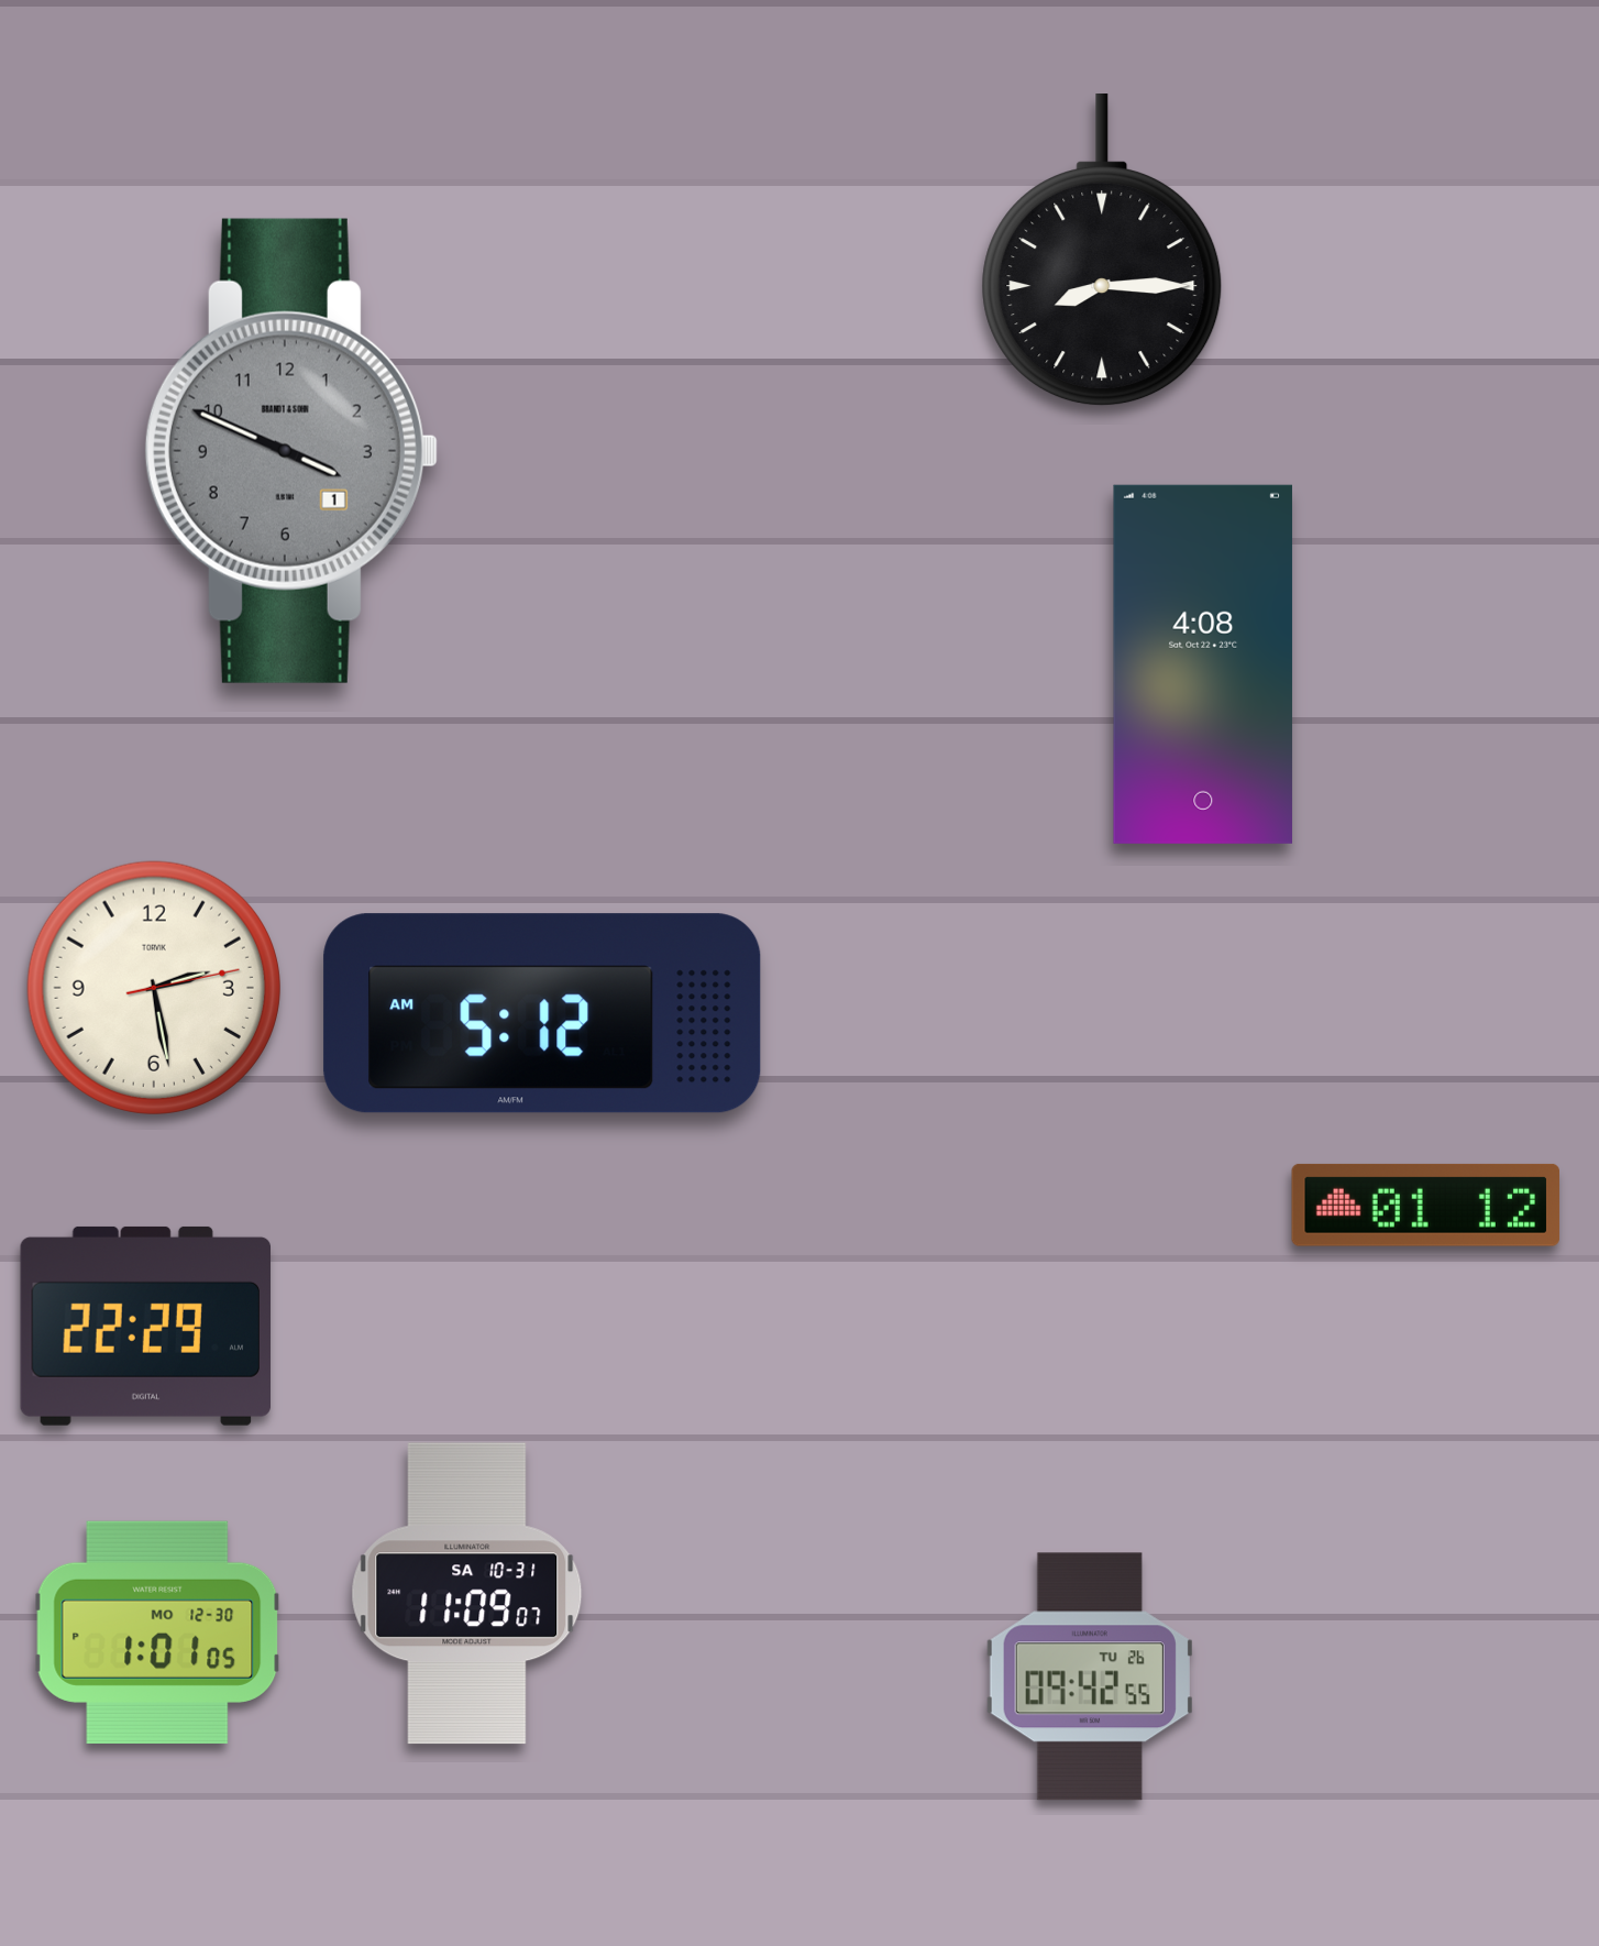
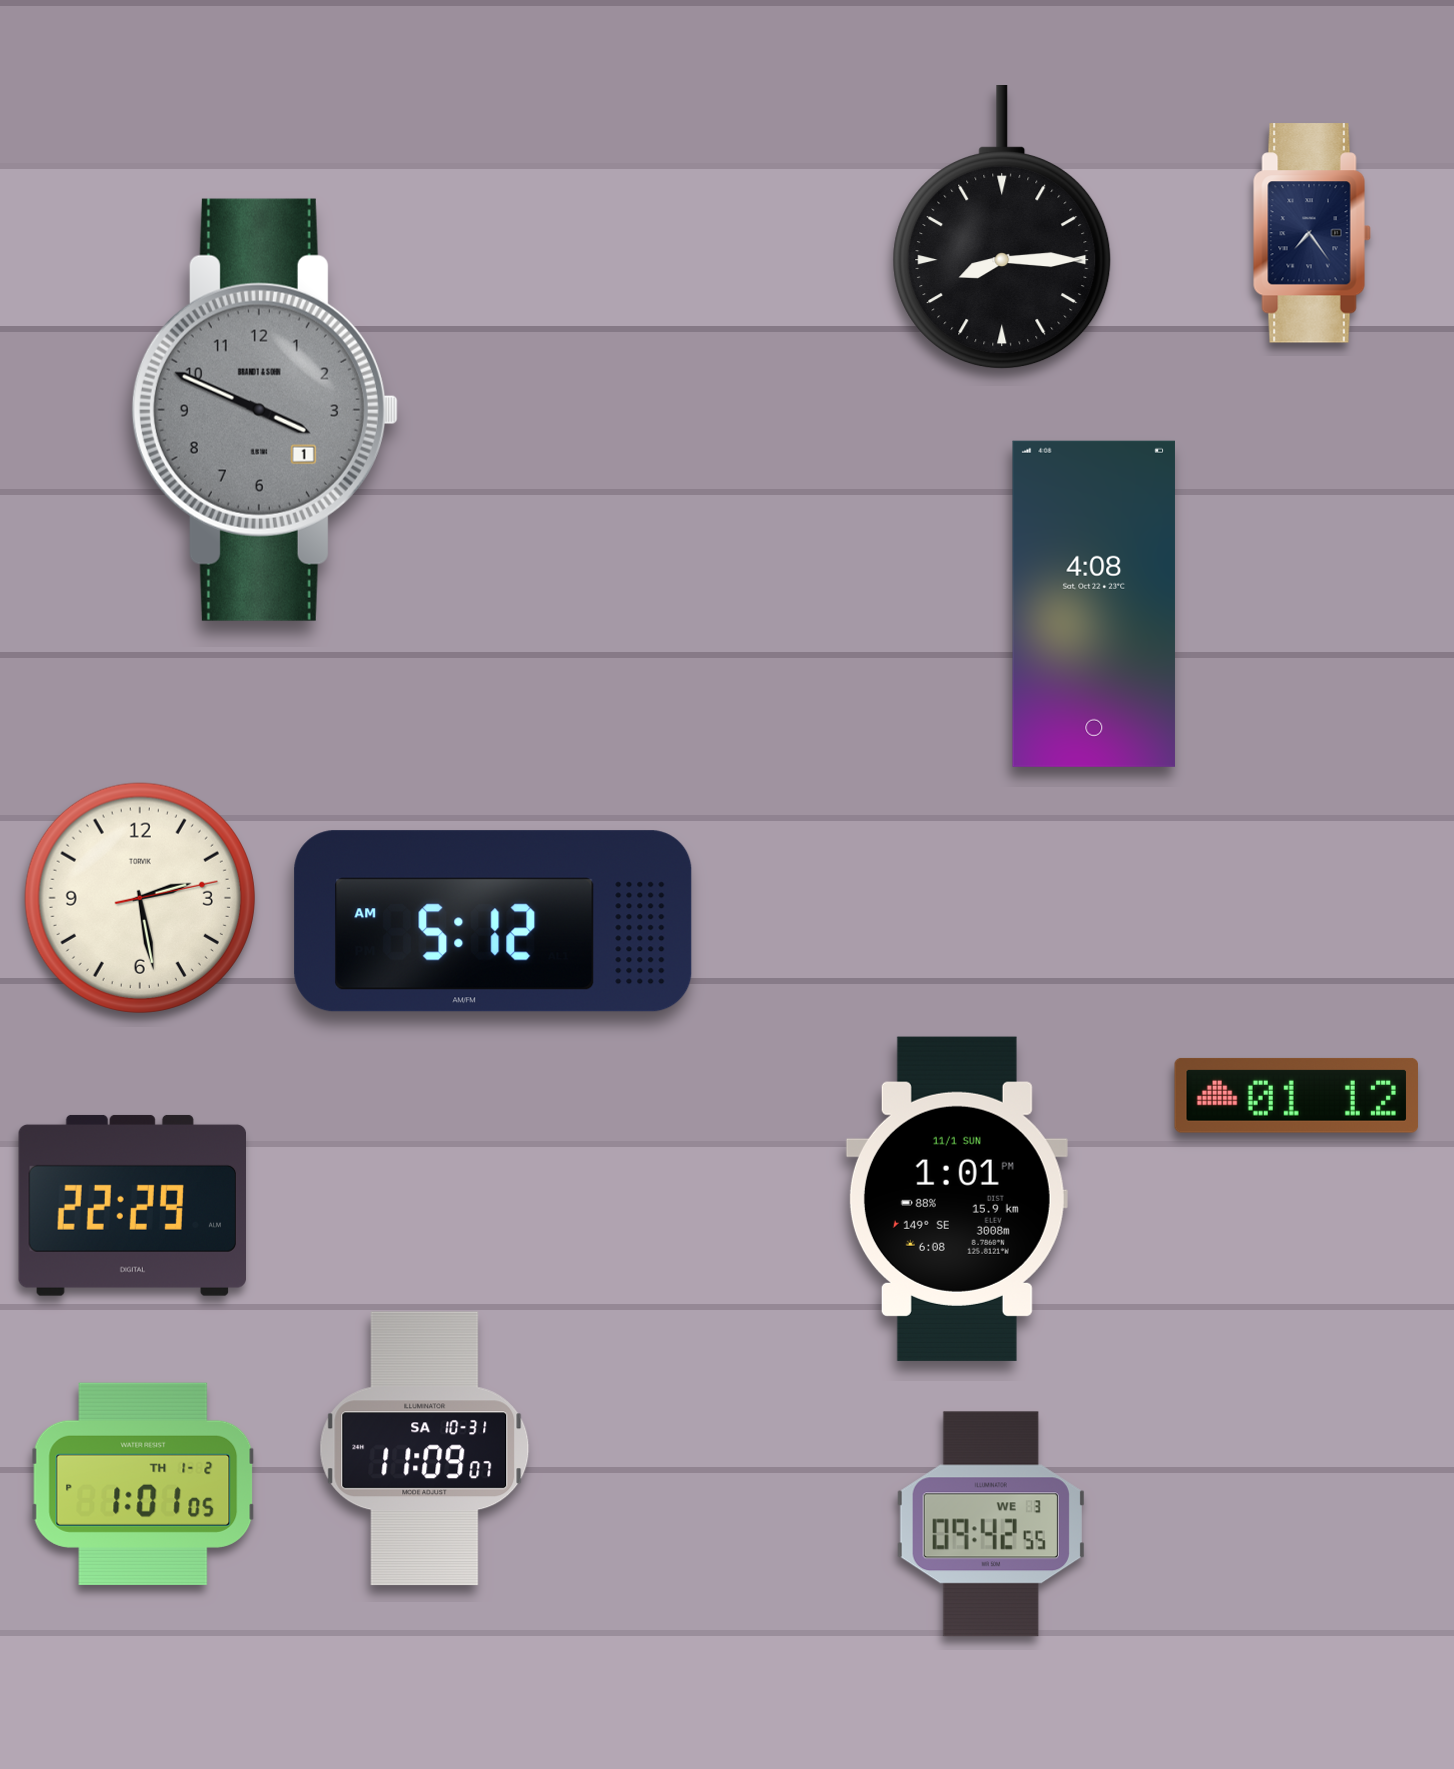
clock at (1312, 233): none -> 7:24
clock at (957, 1199): none -> 1:01
clock at (157, 1632) date: MO 12-30 -> TH 1-2
clock at (1090, 1676) date: TU 26 -> WE 3
